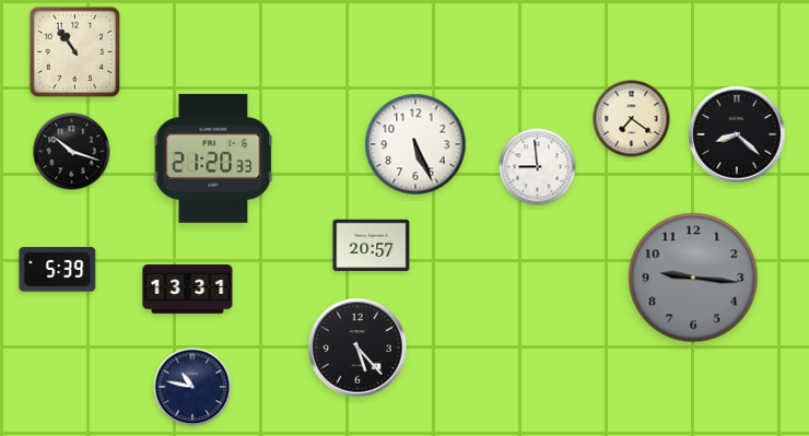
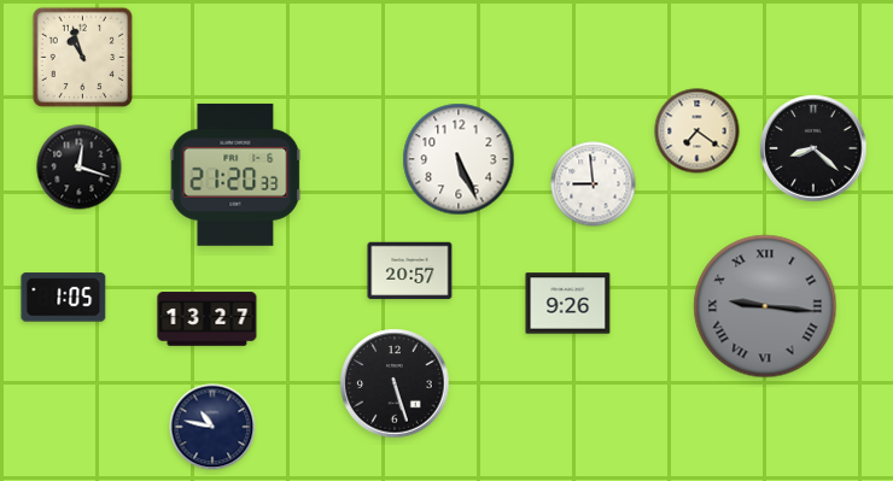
clock at (75, 52): 10:54 -> 10:57
clock at (72, 152): 10:18 -> 12:18
clock at (58, 270): 5:39 -> 1:05
clock at (568, 304): none -> 9:26
clock at (693, 278) numerals: Arabic -> Roman
clock at (188, 290): 13:31 -> 13:27
clock at (357, 347): 5:23 -> 5:27
